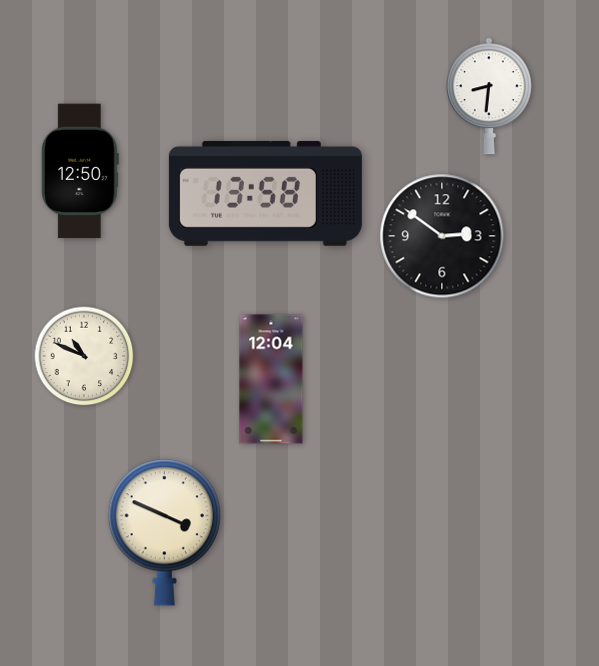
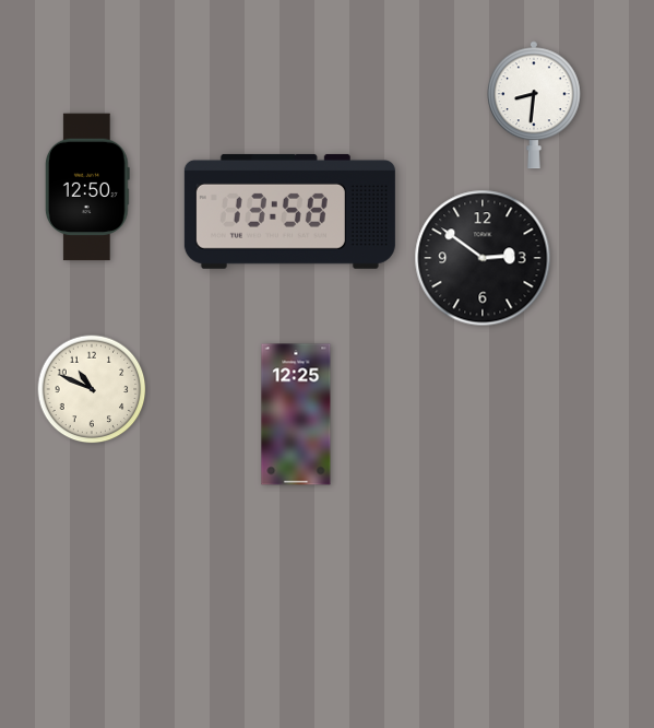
clock at (271, 379): 12:04 -> 12:25
clock at (164, 533): 3:49 -> none
